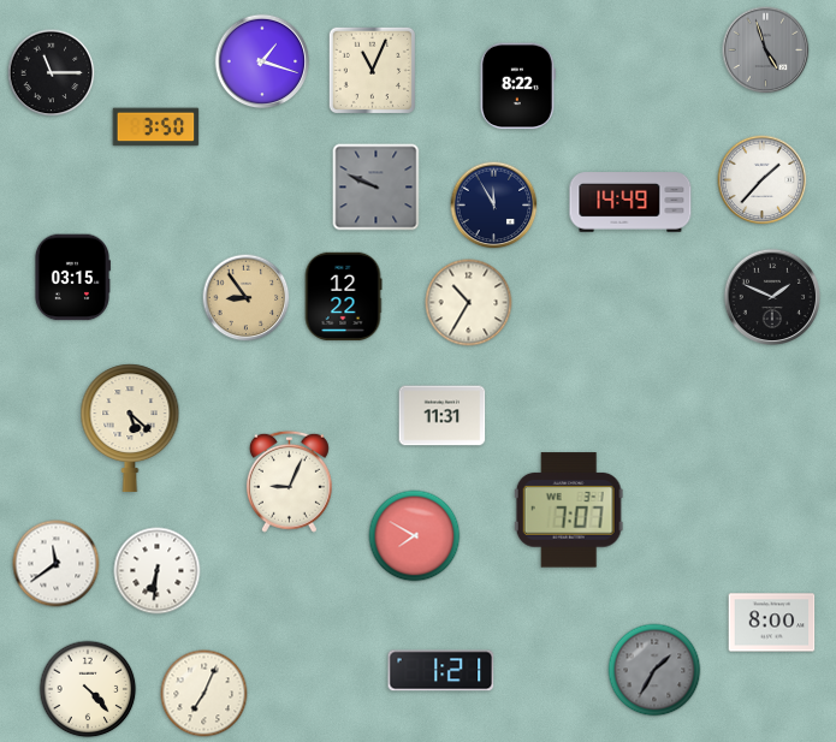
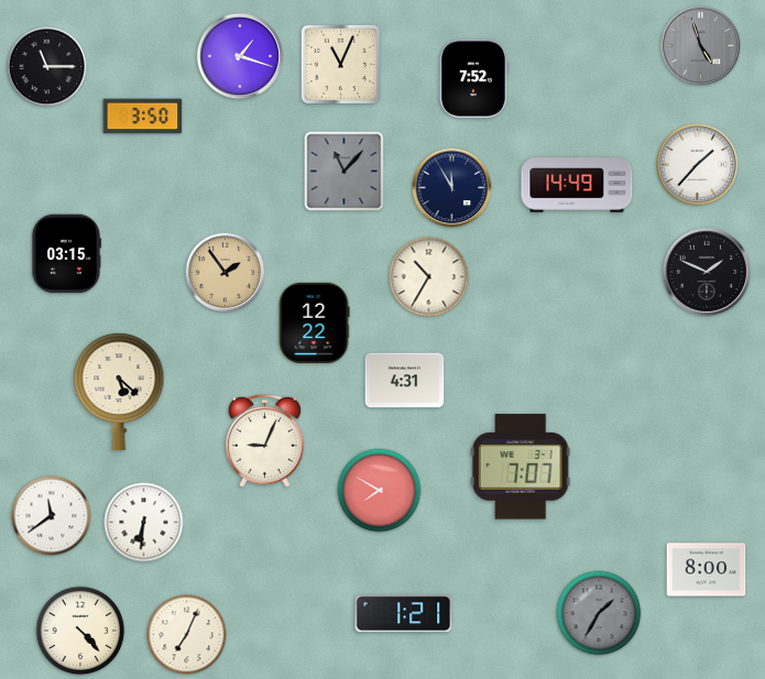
clock at (517, 87): 8:22 -> 7:52
clock at (377, 188): 9:49 -> 11:07
clock at (343, 297) position: (343, 297) -> (314, 324)
clock at (247, 298): 8:54 -> 1:54
clock at (443, 416): 11:31 -> 4:31
